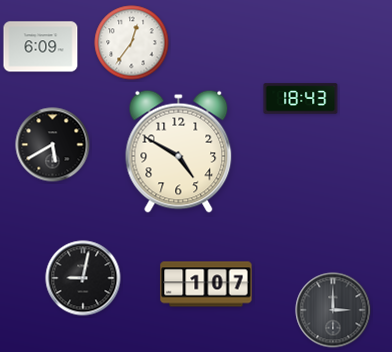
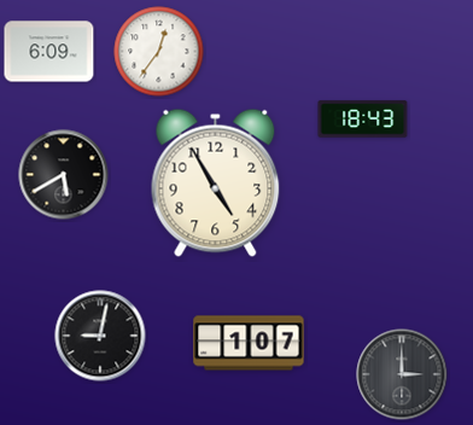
clock at (41, 47) position: (41, 47) -> (49, 52)
clock at (179, 151): 4:50 -> 4:55
